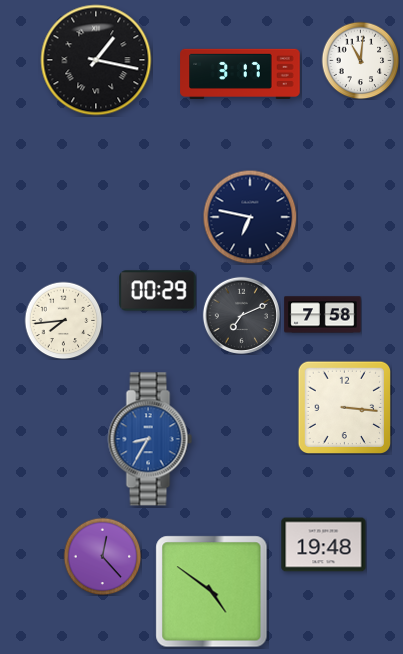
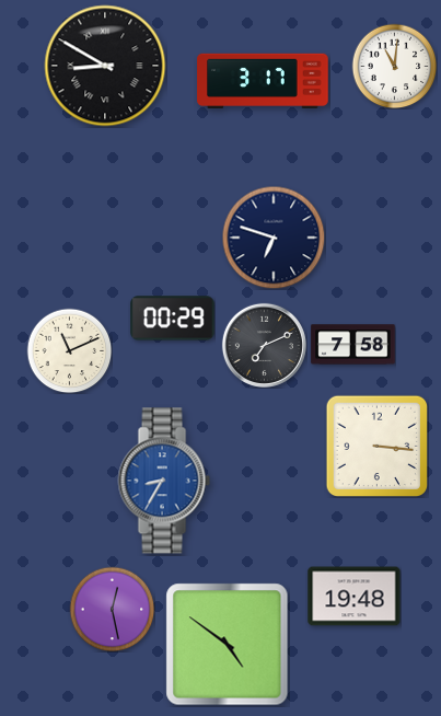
clock at (96, 60): 1:17 -> 8:50
clock at (250, 217): 6:47 -> 6:48
clock at (63, 320): 7:44 -> 11:11
clock at (102, 556): 12:23 -> 12:28
clock at (212, 592) position: (212, 592) -> (228, 645)
